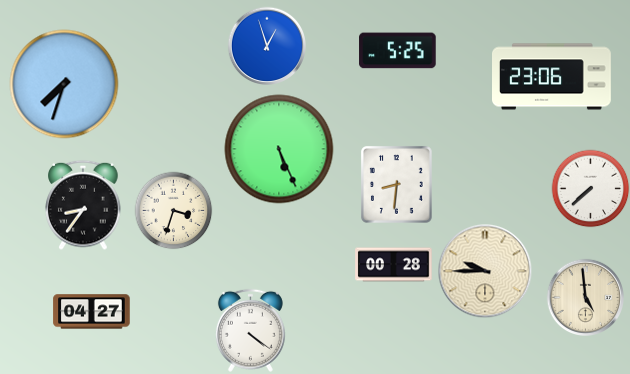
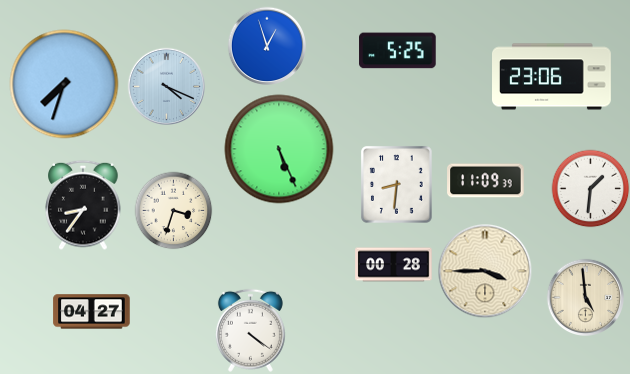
clock at (166, 86): none -> 4:19
clock at (486, 181): none -> 11:09
clock at (590, 188): 7:38 -> 1:31
clock at (485, 271): 9:45 -> 3:45
